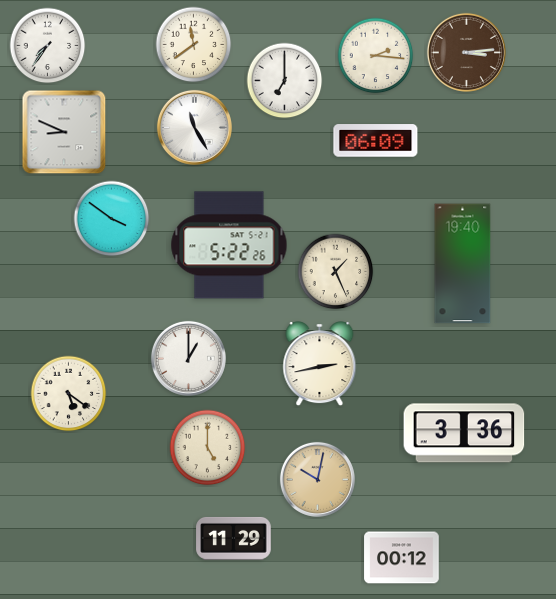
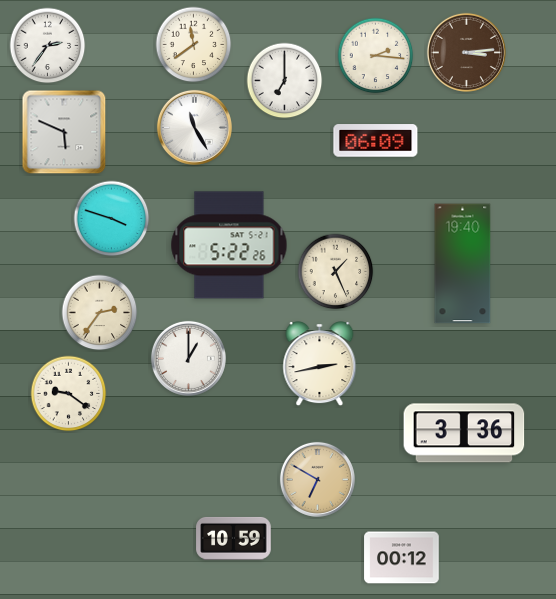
clock at (48, 46): 7:36 -> 2:36
clock at (64, 132): 8:49 -> 5:49
clock at (112, 219): 3:51 -> 3:48
clock at (100, 313): none -> 2:36
clock at (69, 394): 5:21 -> 9:21
clock at (208, 448): 5:00 -> none
clock at (317, 479): 10:02 -> 6:50
clock at (234, 538): 11:29 -> 10:59
